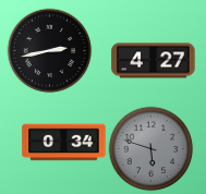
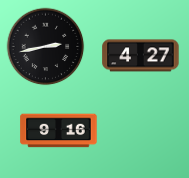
clock at (64, 143): 0:34 -> 9:16
clock at (150, 148): 5:48 -> none
